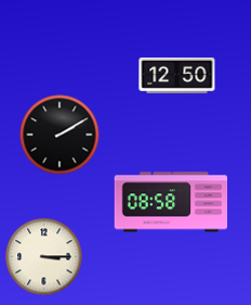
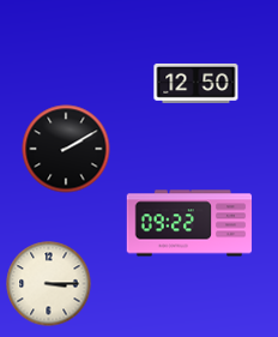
clock at (171, 202): 08:58 -> 09:22
